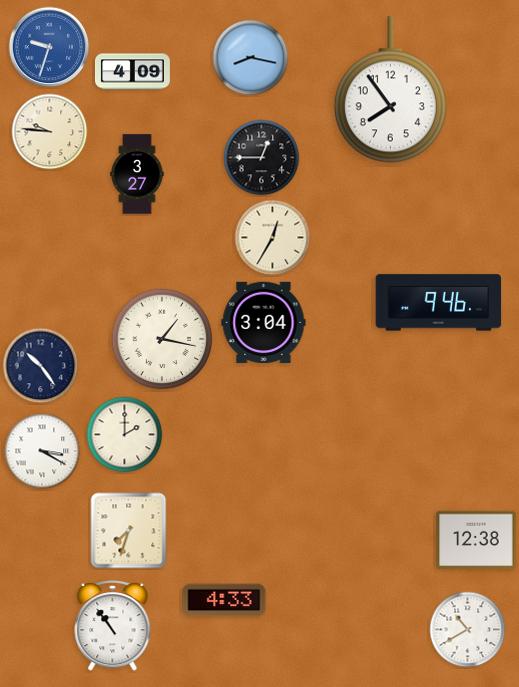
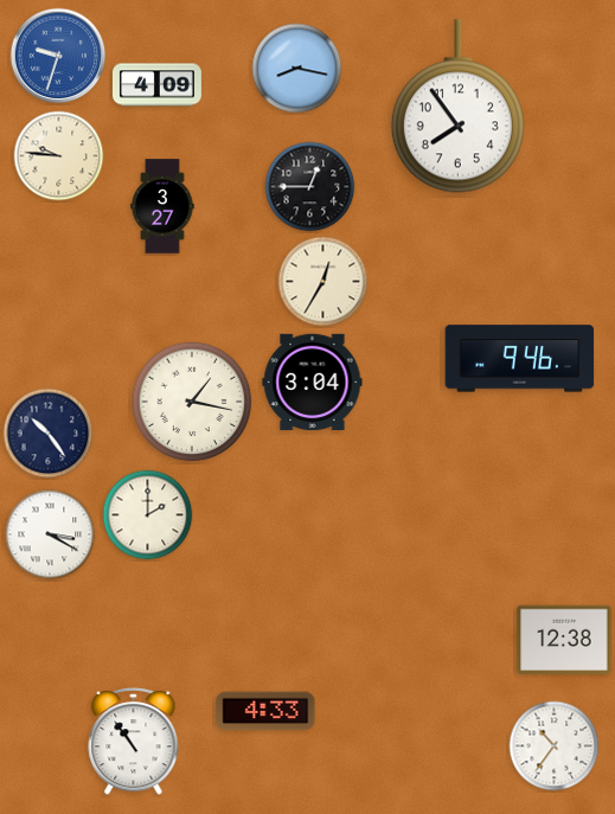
clock at (390, 90) position: (390, 90) -> (457, 107)
clock at (129, 531): 7:33 -> none
clock at (468, 630): 10:40 -> 10:36
